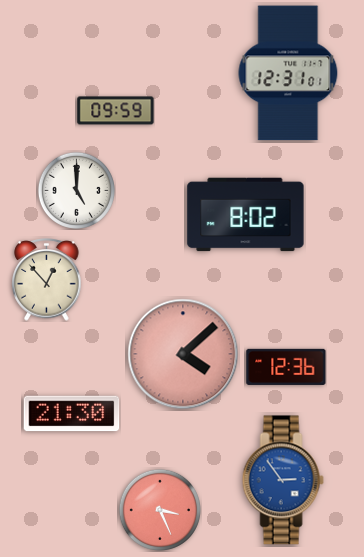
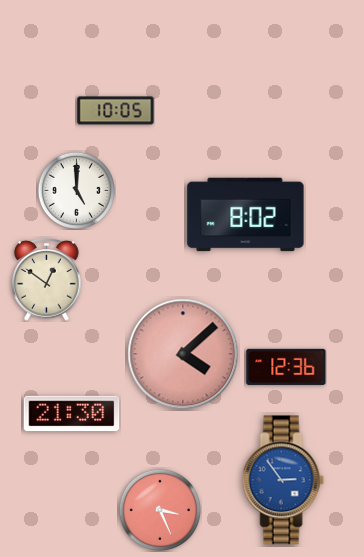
clock at (288, 73): 12:31 -> none
clock at (116, 111): 09:59 -> 10:05
clock at (47, 280): 12:53 -> 12:51
